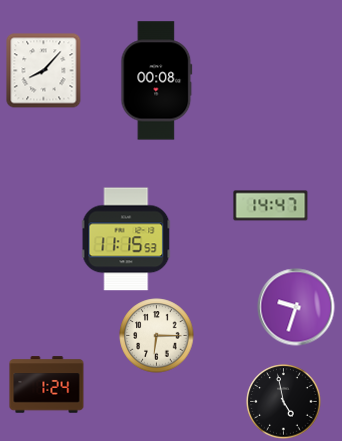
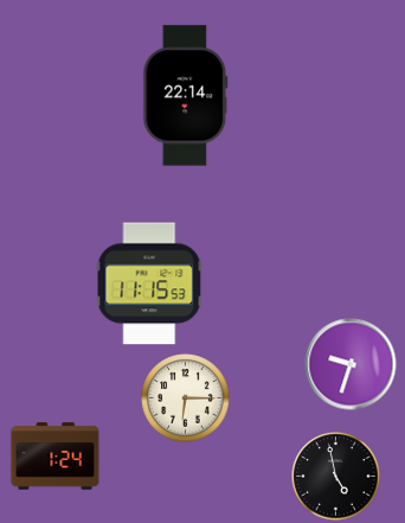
clock at (44, 71): 8:07 -> none
clock at (157, 81): 00:08 -> 22:14
clock at (271, 206): 14:47 -> none
